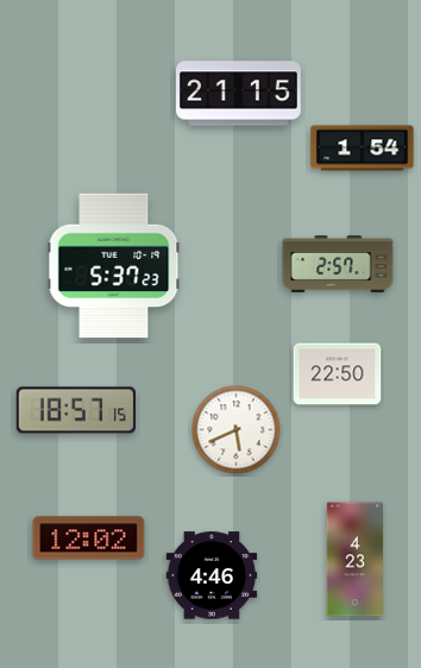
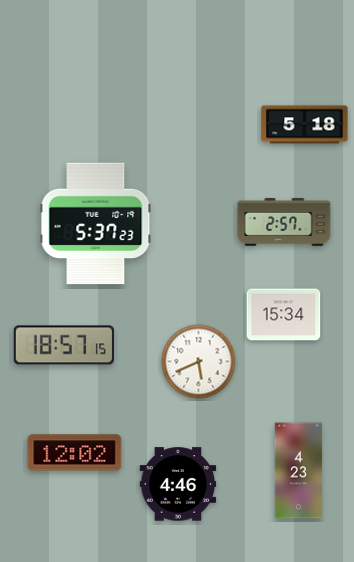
clock at (239, 94): 21:15 -> none
clock at (363, 149): 1:54 -> 5:18
clock at (338, 374): 22:50 -> 15:34
